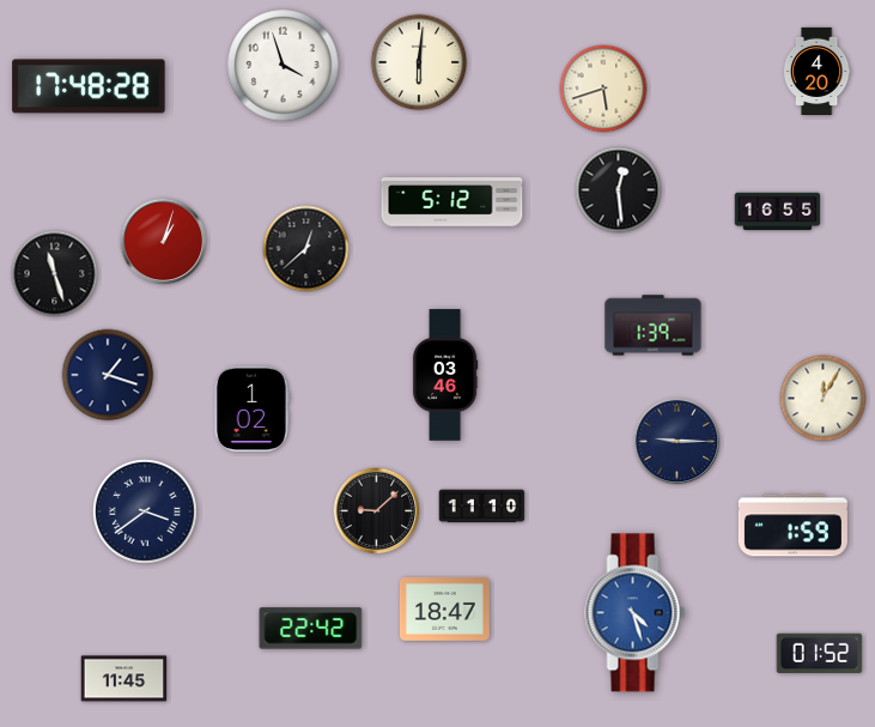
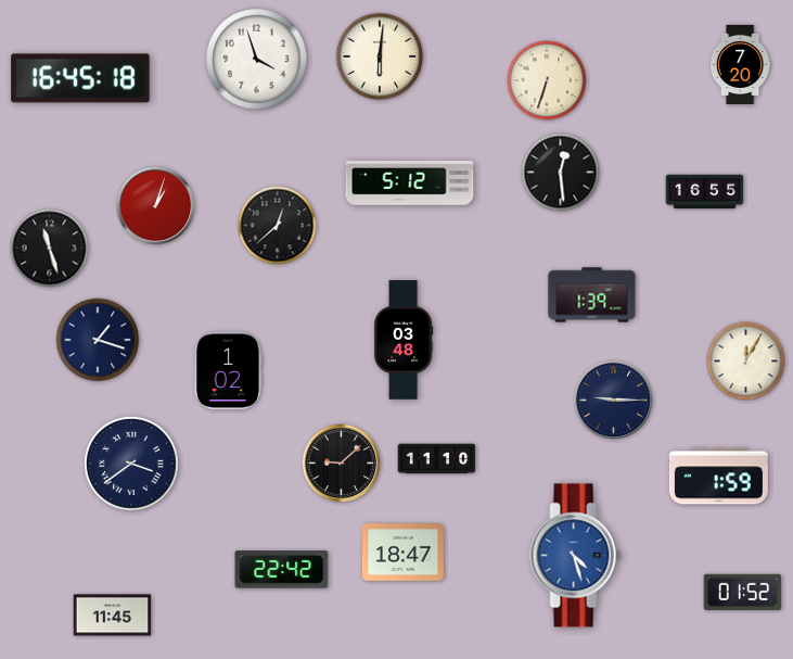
clock at (816, 71): 4:20 -> 7:20
clock at (89, 86): 17:48 -> 16:45
clock at (603, 89): 5:42 -> 6:33
clock at (164, 242) position: (164, 242) -> (156, 206)
clock at (445, 375): 03:46 -> 03:48
